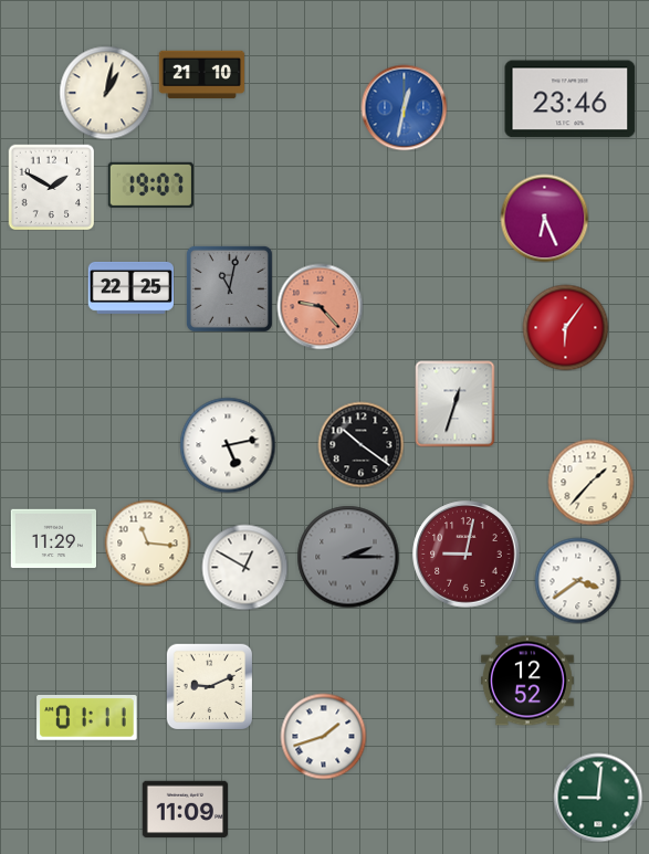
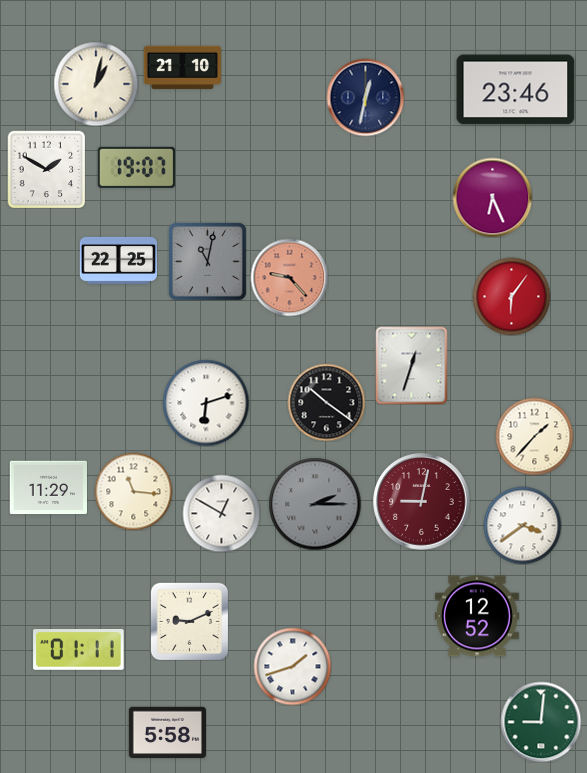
clock at (404, 107) dial: blue -> navy
clock at (228, 445): 5:13 -> 6:12
clock at (185, 810): 11:09 -> 5:58
